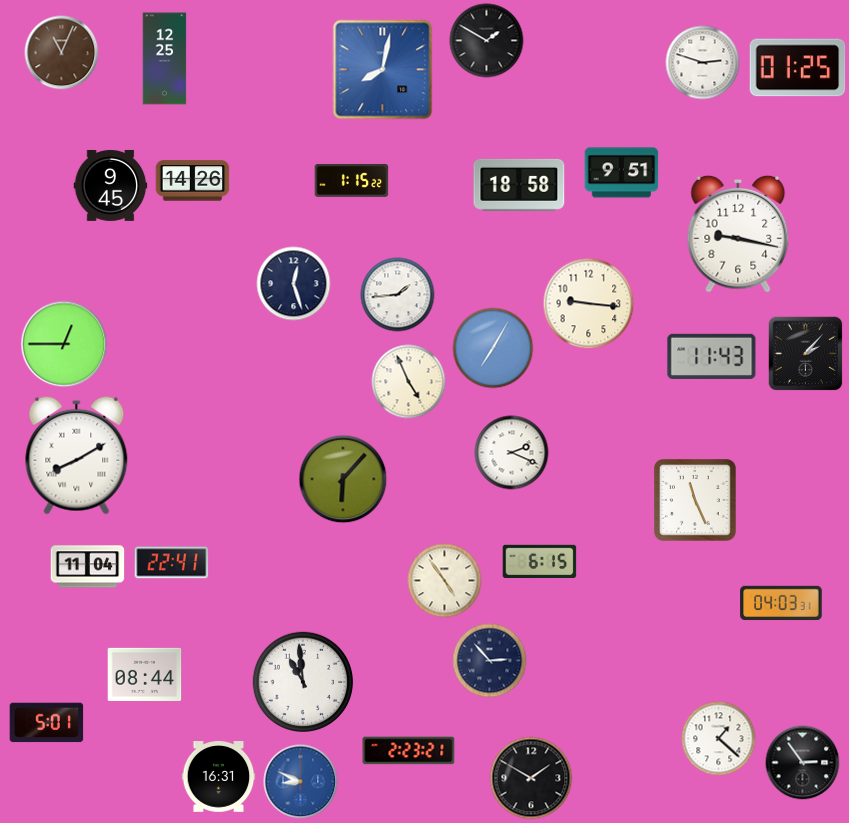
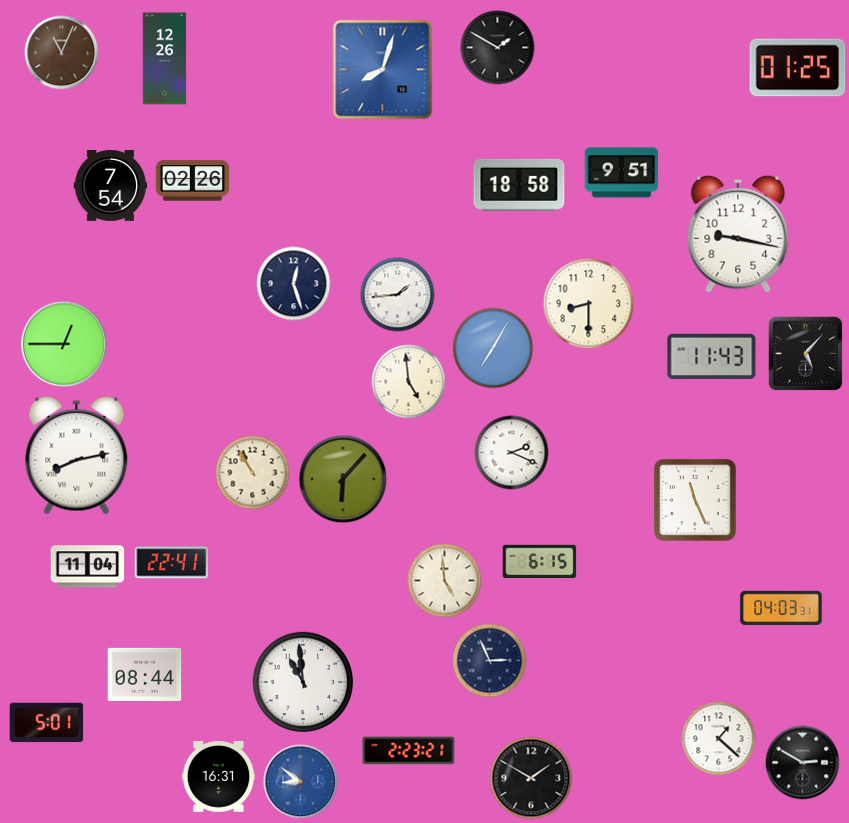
clock at (487, 41) position: (487, 41) -> (498, 48)
clock at (165, 59): 12:25 -> 12:26
clock at (703, 63): 2:48 -> none
clock at (383, 70): 8:02 -> 8:03
clock at (352, 180): 1:15 -> none
clock at (193, 181): 14:26 -> 02:26
clock at (111, 185): 9:45 -> 7:54
clock at (589, 304): 9:16 -> 8:30
clock at (806, 354): 2:07 -> 5:07
clock at (409, 382): 4:56 -> 4:59
clock at (77, 455): 8:10 -> 8:13
clock at (253, 473): none -> 10:55
clock at (445, 581): 4:54 -> 4:59
clock at (781, 603) position: (781, 603) -> (781, 608)
clock at (490, 661): 2:53 -> 2:56
clock at (803, 763): 2:54 -> 2:50
clock at (301, 782): 8:49 -> 8:51
